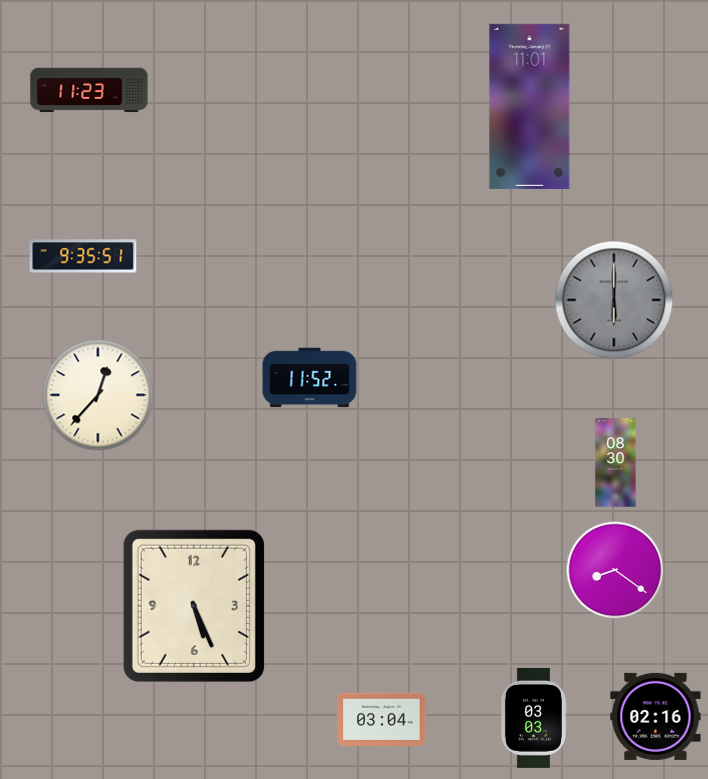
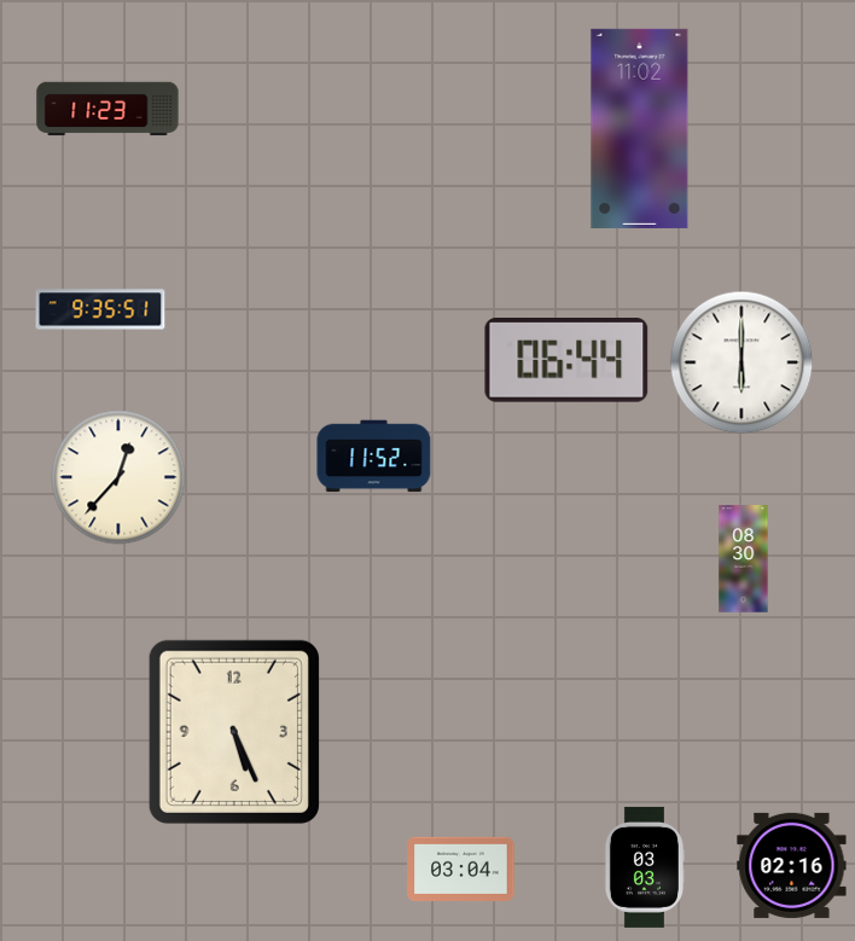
clock at (530, 106): 11:01 -> 11:02
clock at (566, 361): none -> 06:44
clock at (614, 300) dial: grey -> white
clock at (615, 570): 8:21 -> none
